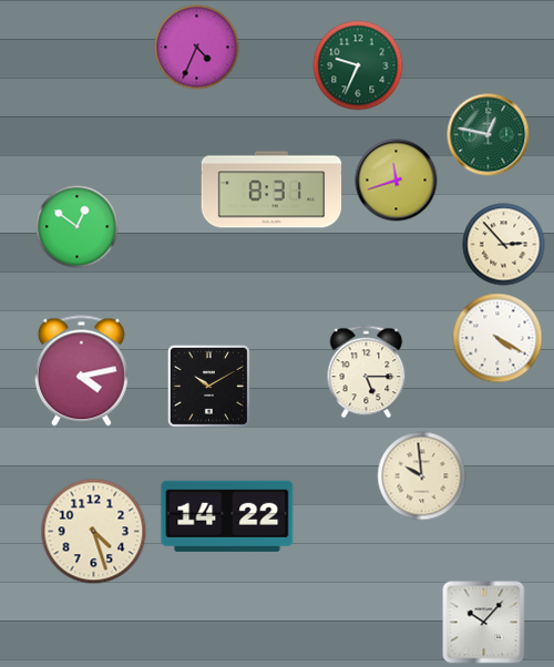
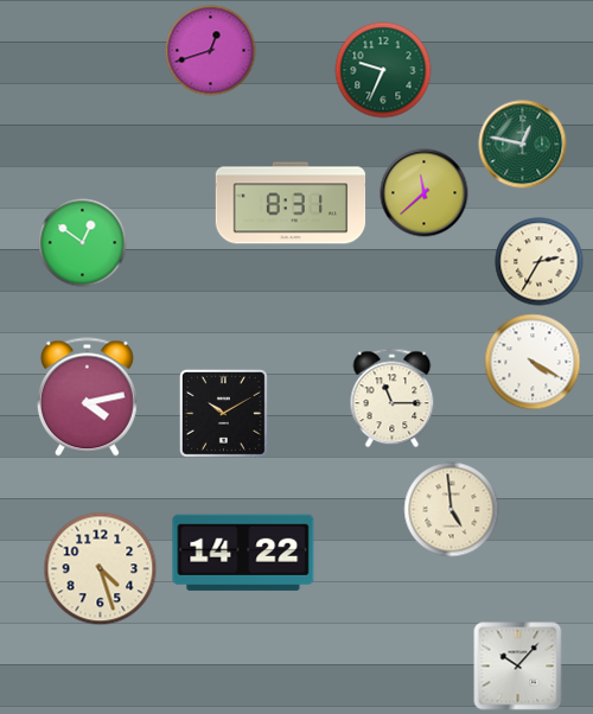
clock at (197, 48): 4:34 -> 12:42
clock at (397, 181): 11:42 -> 11:38
clock at (504, 245): 2:53 -> 2:35
clock at (367, 372): 5:15 -> 11:15
clock at (422, 476): 9:59 -> 4:59
